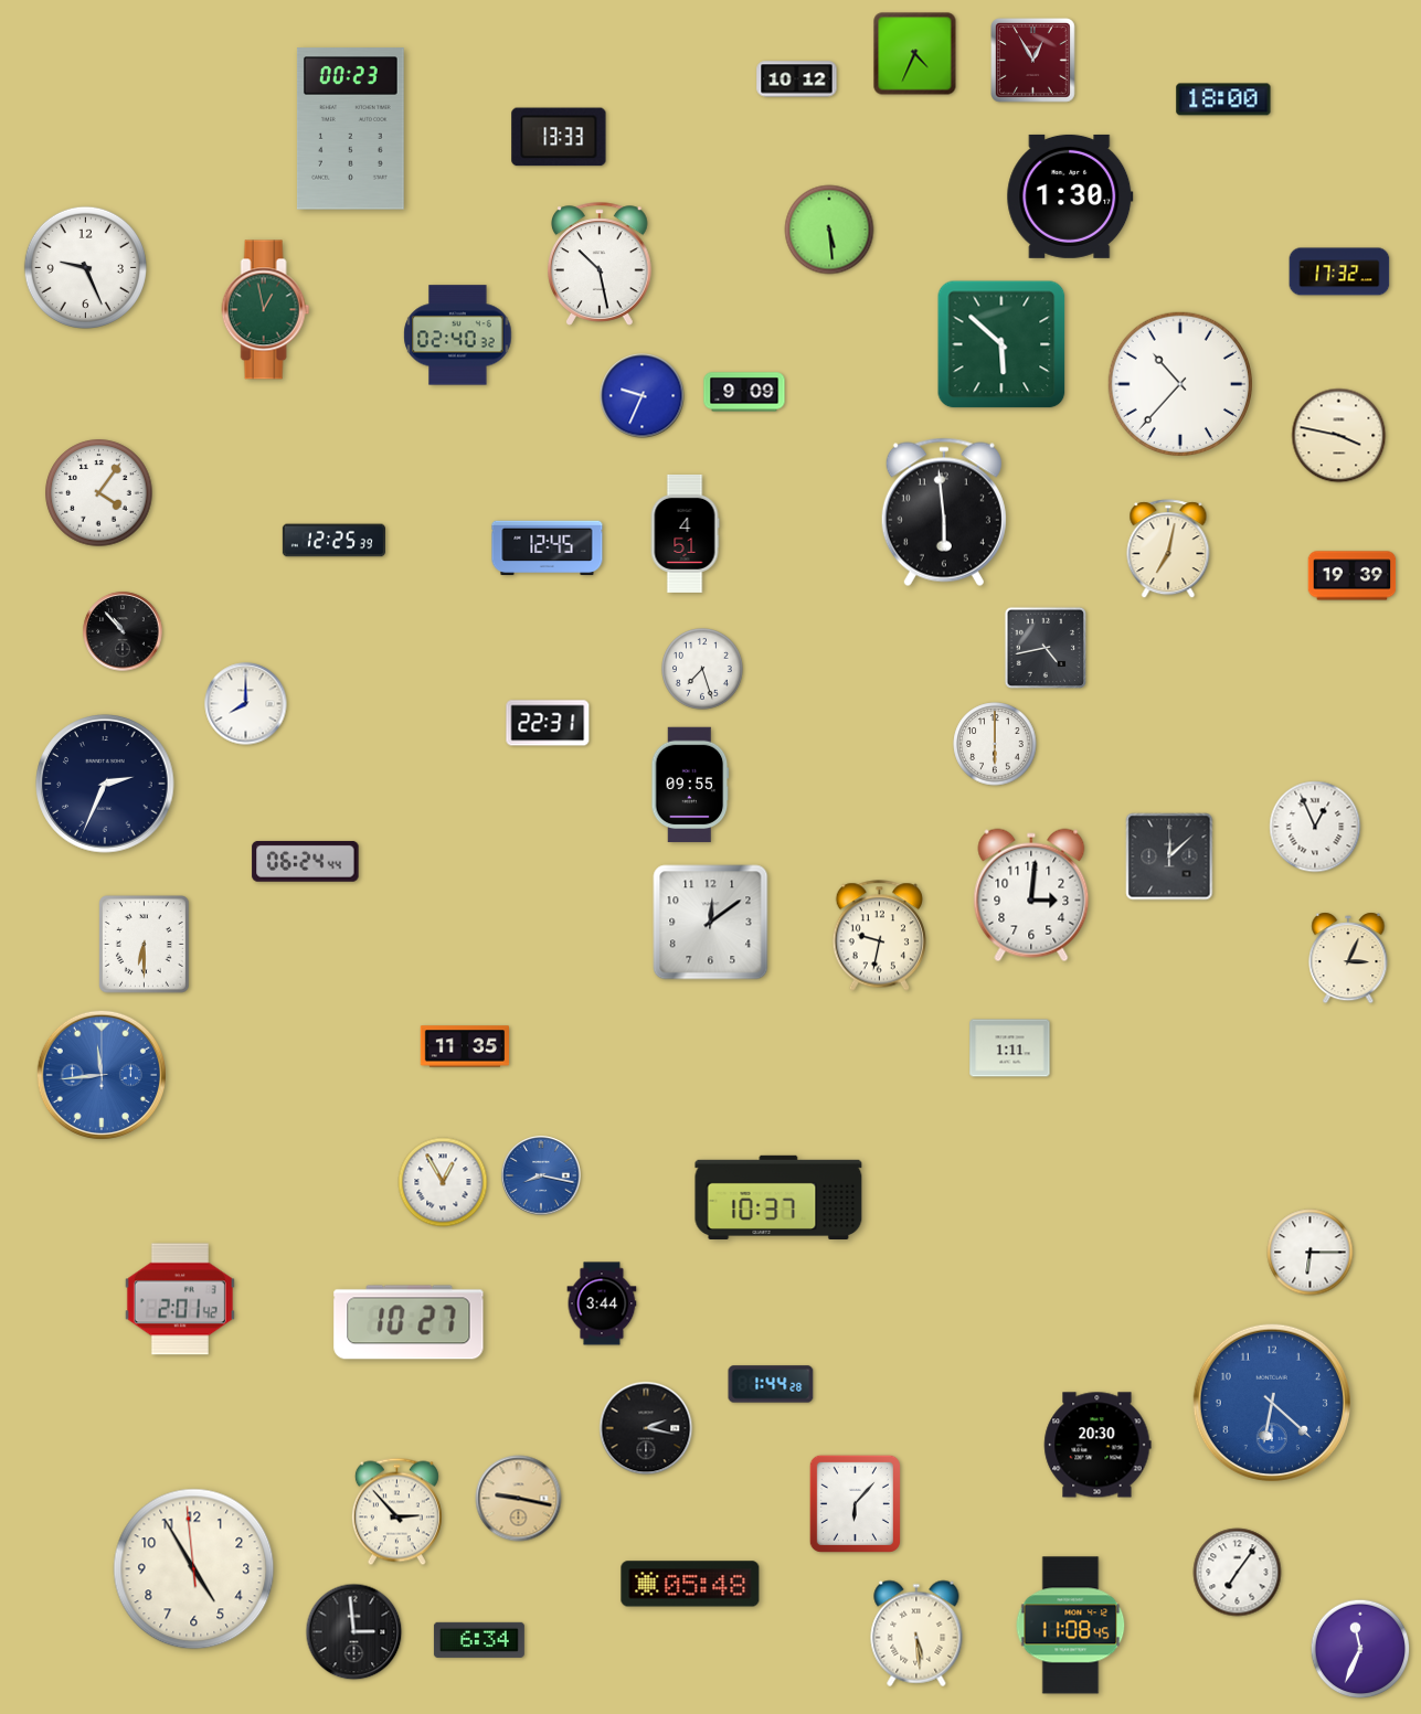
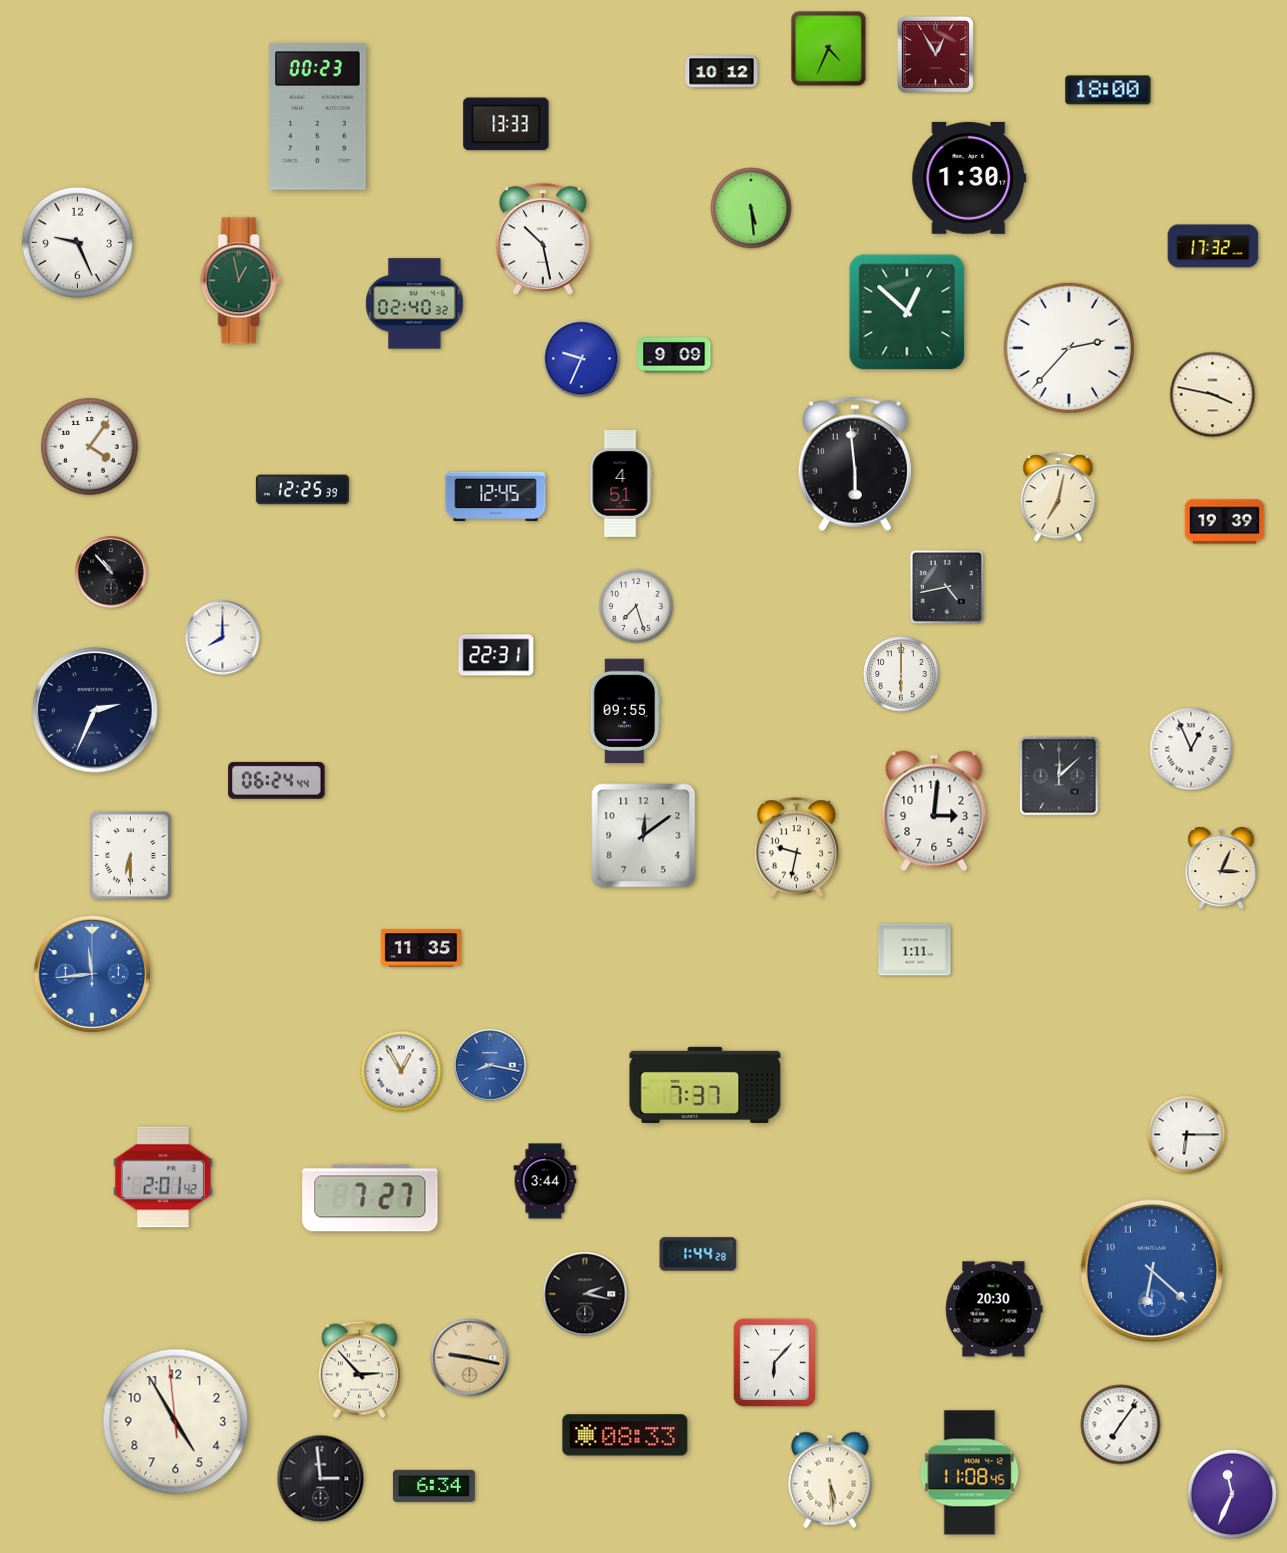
clock at (1001, 344): 5:52 -> 12:52
clock at (1179, 383): 10:37 -> 2:37
clock at (778, 1196): 10:37 -> 7:37
clock at (409, 1322): 10:27 -> 7:27
clock at (690, 1584): 05:48 -> 08:33
